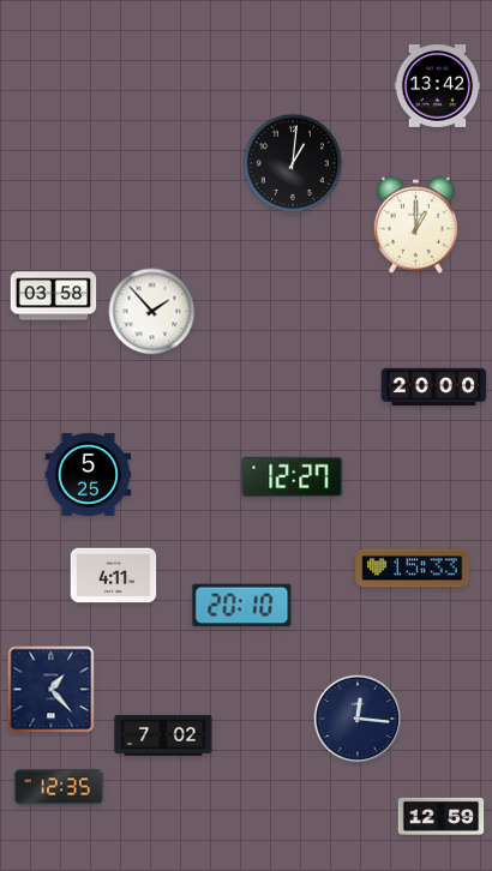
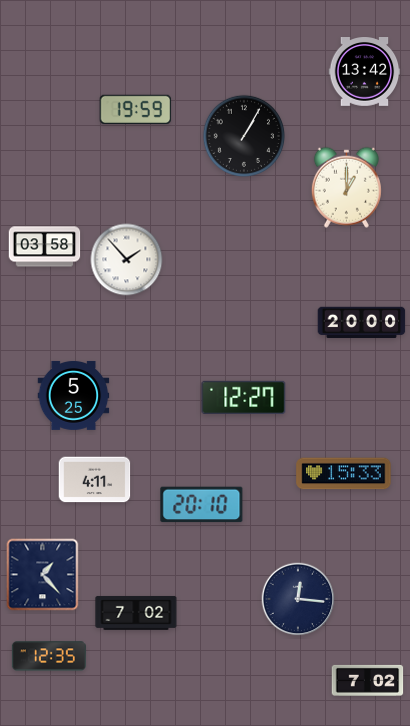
clock at (136, 109): none -> 19:59
clock at (292, 162): 1:01 -> 1:05
clock at (442, 816): 12:59 -> 7:02
